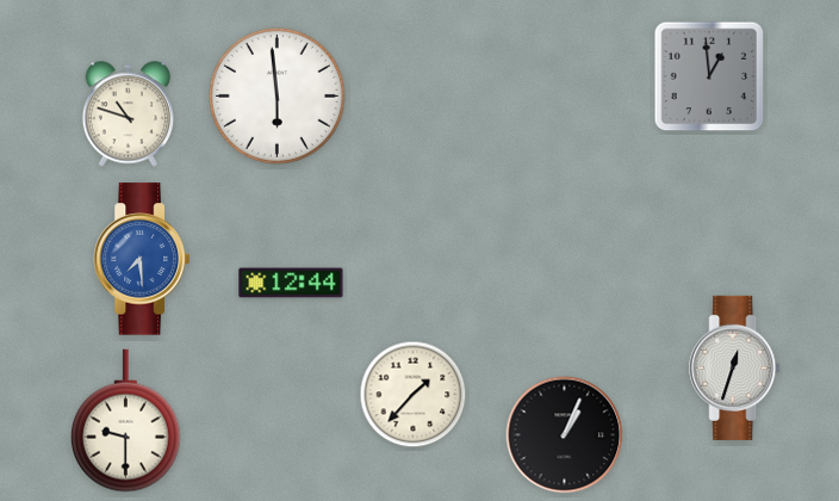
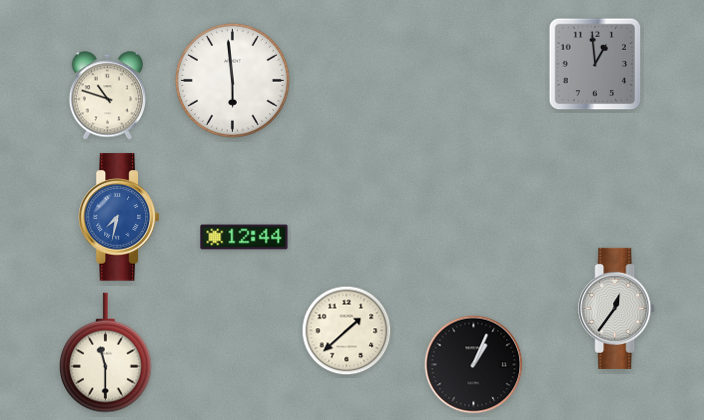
clock at (142, 259): 7:29 -> 7:32
clock at (735, 367): 12:33 -> 12:36
clock at (414, 395): 1:37 -> 1:38
clock at (126, 421): 9:30 -> 11:30
